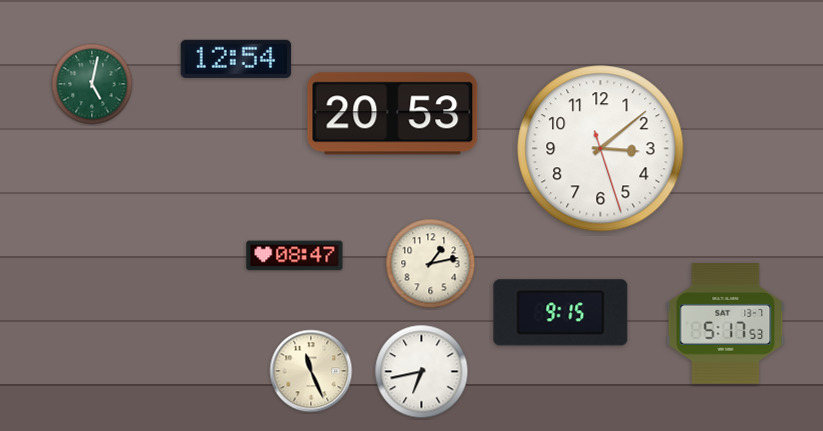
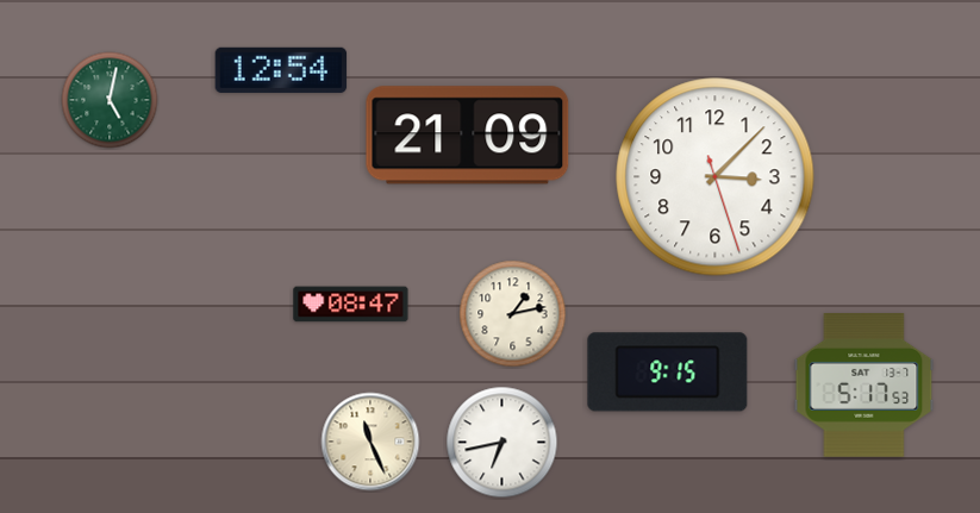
clock at (393, 114): 20:53 -> 21:09
clock at (601, 149): 3:08 -> 3:07
